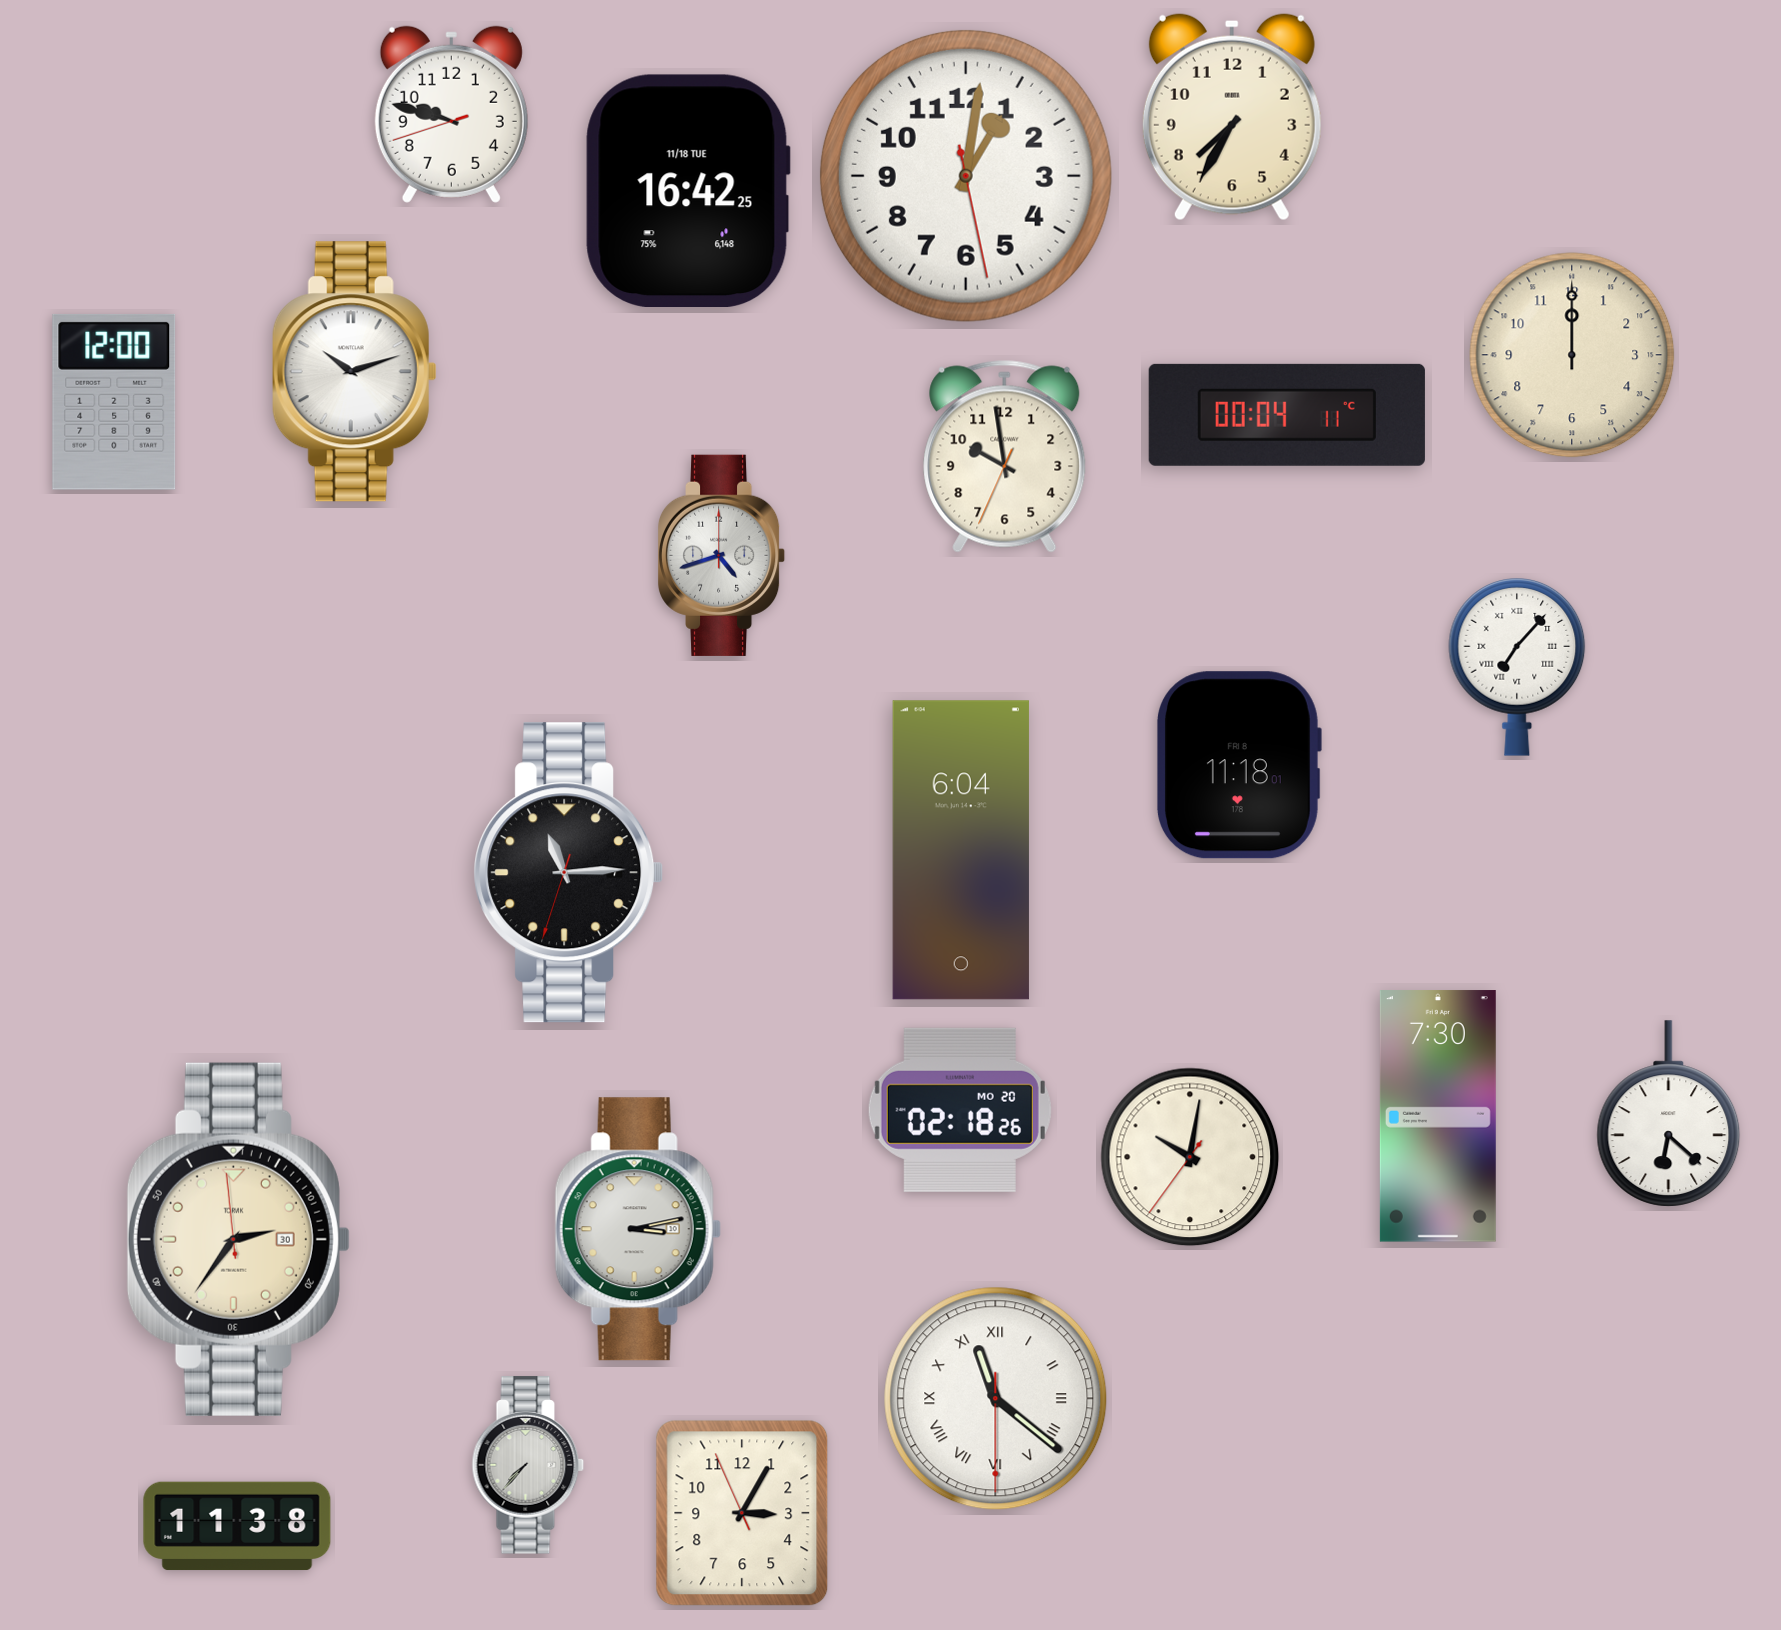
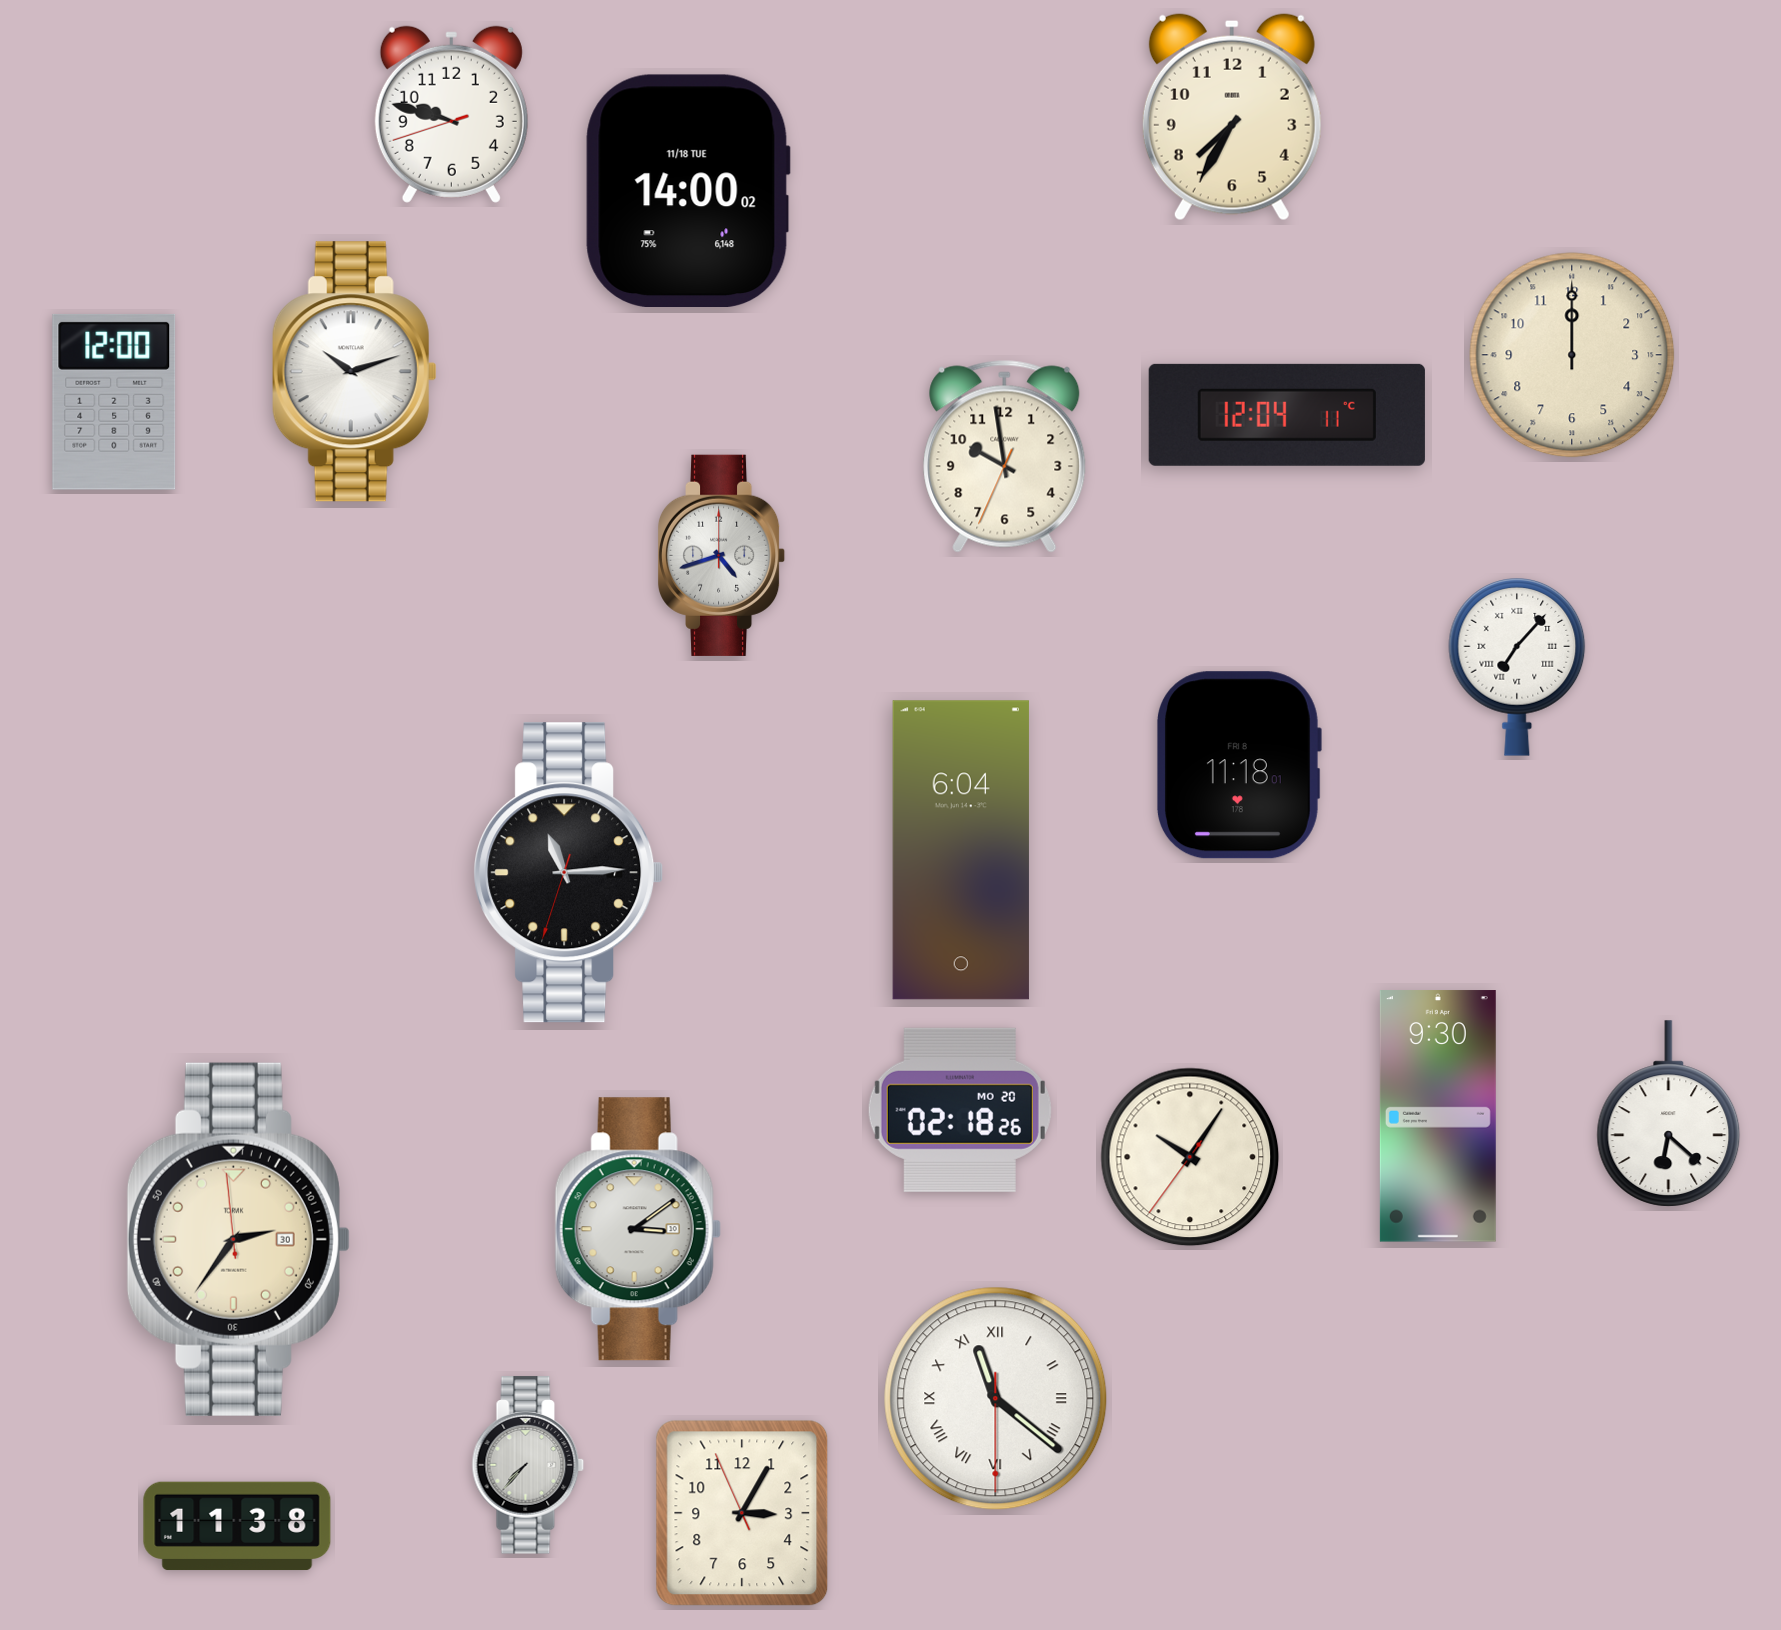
clock at (966, 176): 1:01 -> none
clock at (688, 190): 16:42 -> 14:00
clock at (1287, 415): 00:04 -> 12:04
clock at (1438, 1116): 7:30 -> 9:30
clock at (1190, 1157): 10:01 -> 10:05
clock at (638, 1229): 3:13 -> 3:09
